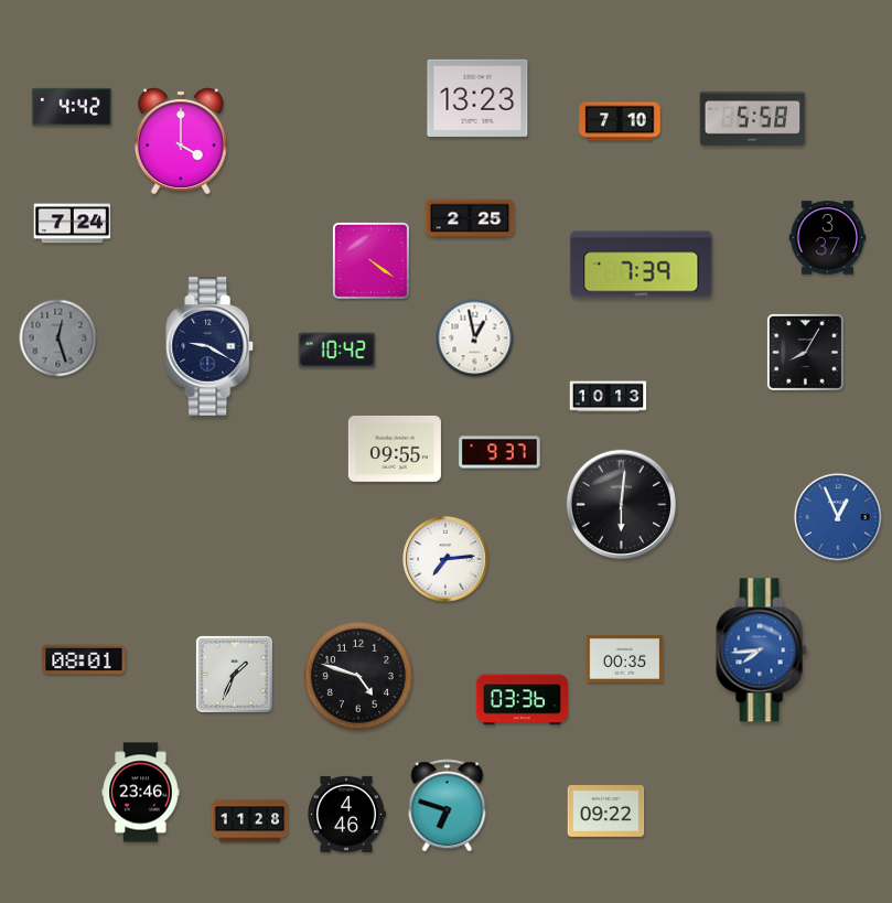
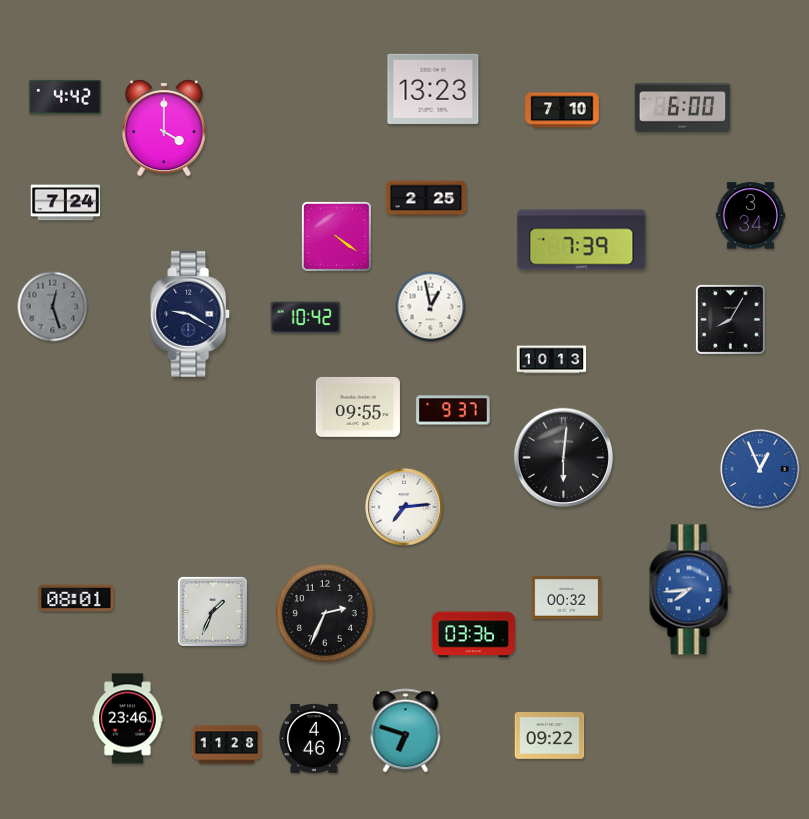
clock at (753, 118): 5:58 -> 6:00
clock at (828, 238): 3:37 -> 3:34
clock at (625, 659): 00:35 -> 00:32
clock at (358, 676): 4:48 -> 2:34
